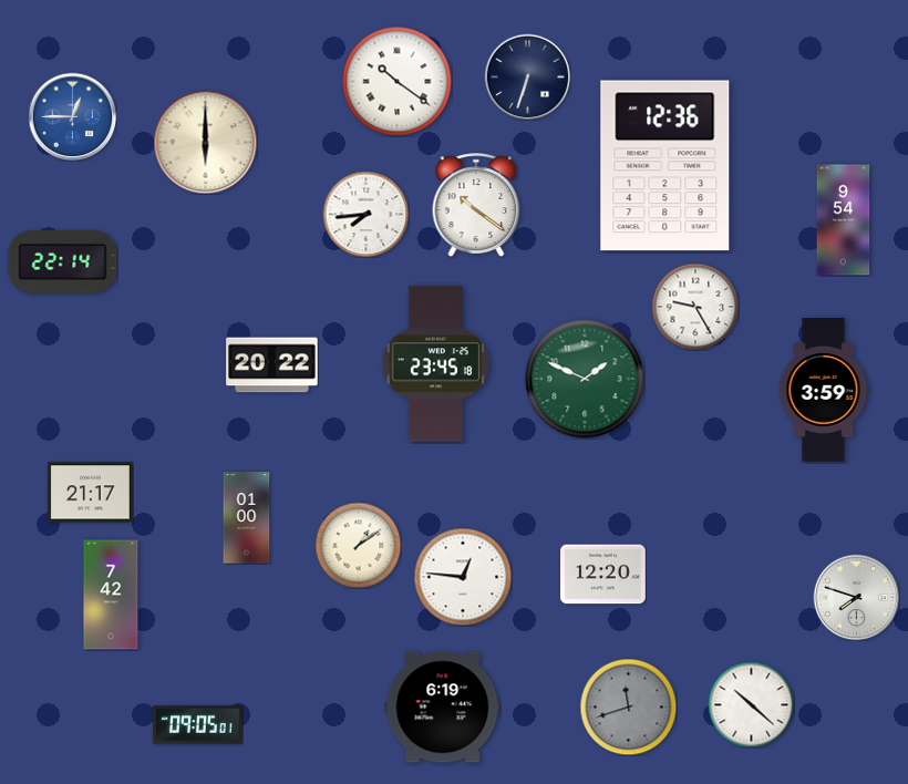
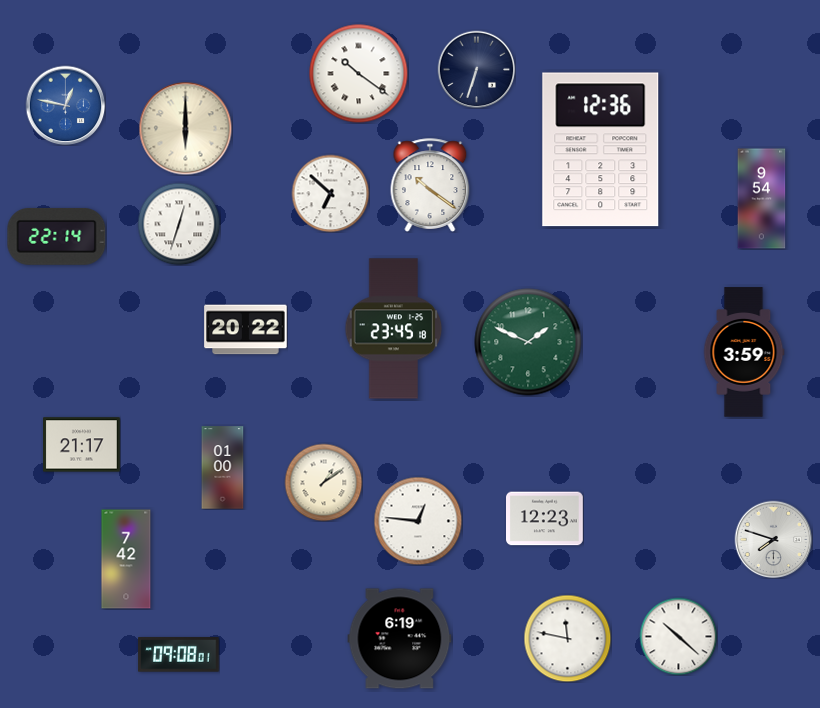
clock at (72, 116): 12:45 -> 12:47
clock at (365, 214): 7:44 -> 6:52
clock at (179, 224): none -> 12:33
clock at (695, 307): 9:25 -> none
clock at (358, 545) position: (358, 545) -> (323, 482)
clock at (603, 575): 12:20 -> 12:23
clock at (111, 595) position: (111, 595) -> (126, 559)
clock at (628, 706): 11:42 -> 11:47
clock at (628, 706) dial: grey -> white
clock at (198, 725): 09:05 -> 09:08
